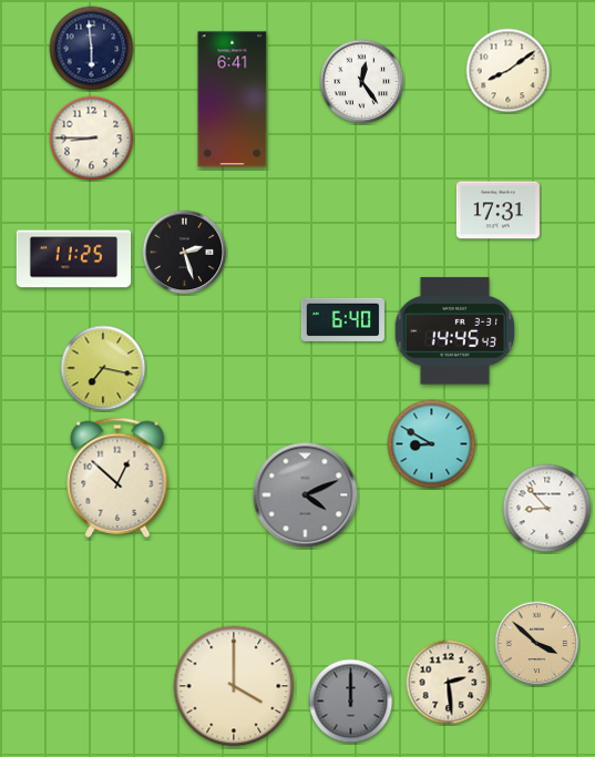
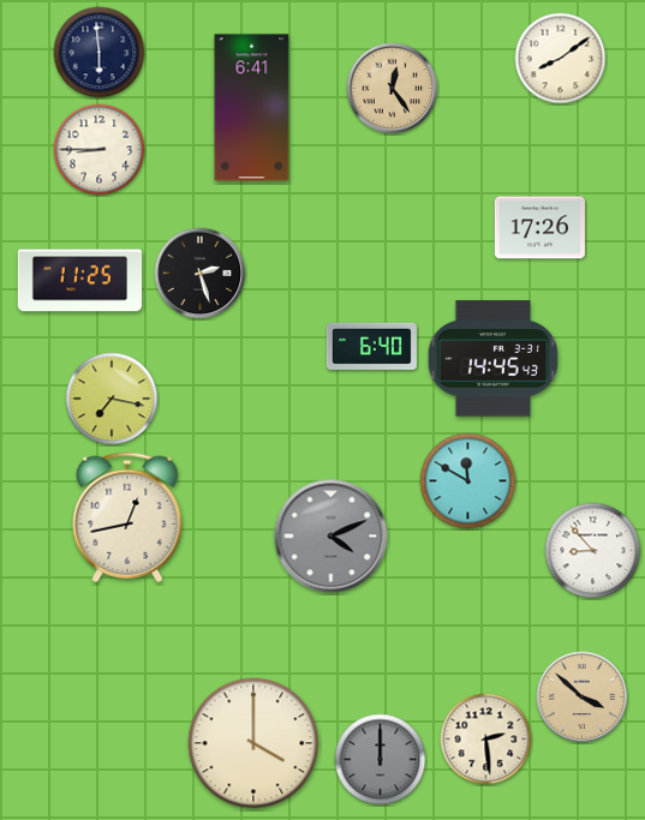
clock at (509, 71) position: (509, 71) -> (561, 59)
clock at (362, 82) dial: white -> champagne
clock at (497, 211): 17:31 -> 17:26
clock at (432, 444): 8:50 -> 11:50
clock at (117, 478): 12:52 -> 12:43
